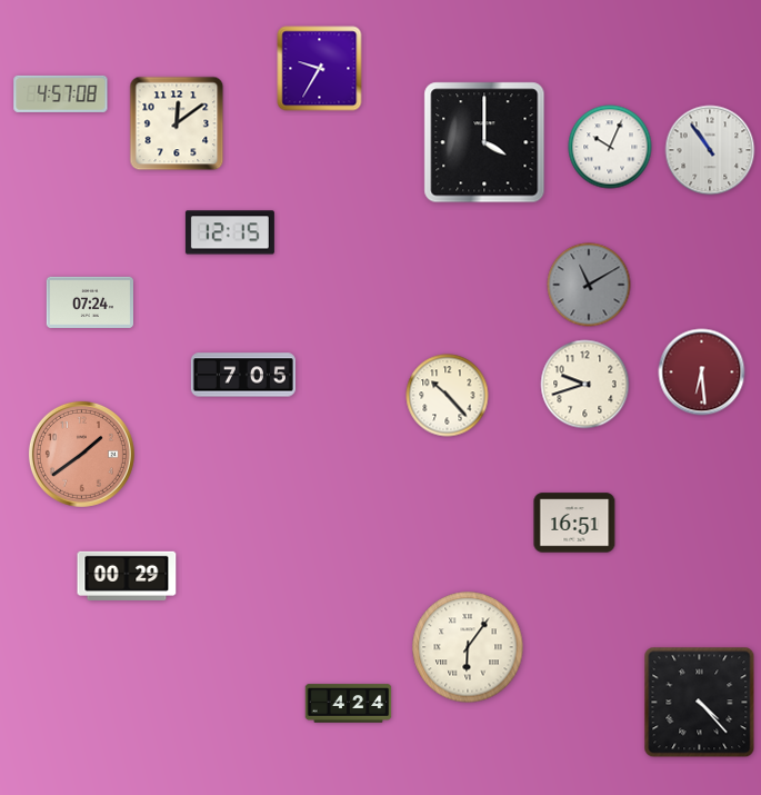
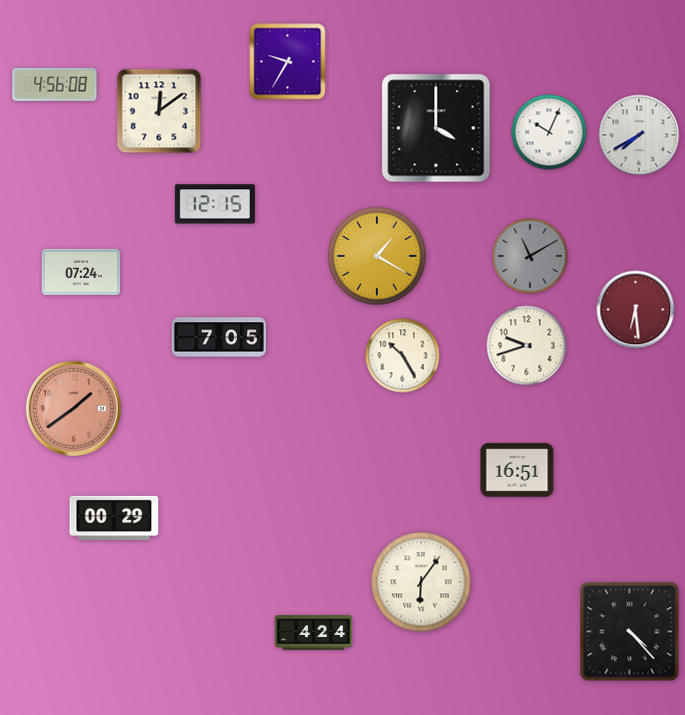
clock at (61, 93): 4:57 -> 4:56
clock at (710, 150): 10:54 -> 7:40
clock at (230, 232) position: (230, 232) -> (215, 204)
clock at (377, 256): none -> 1:20
clock at (702, 372) position: (702, 372) -> (636, 310)
clock at (448, 396): 10:23 -> 10:25
